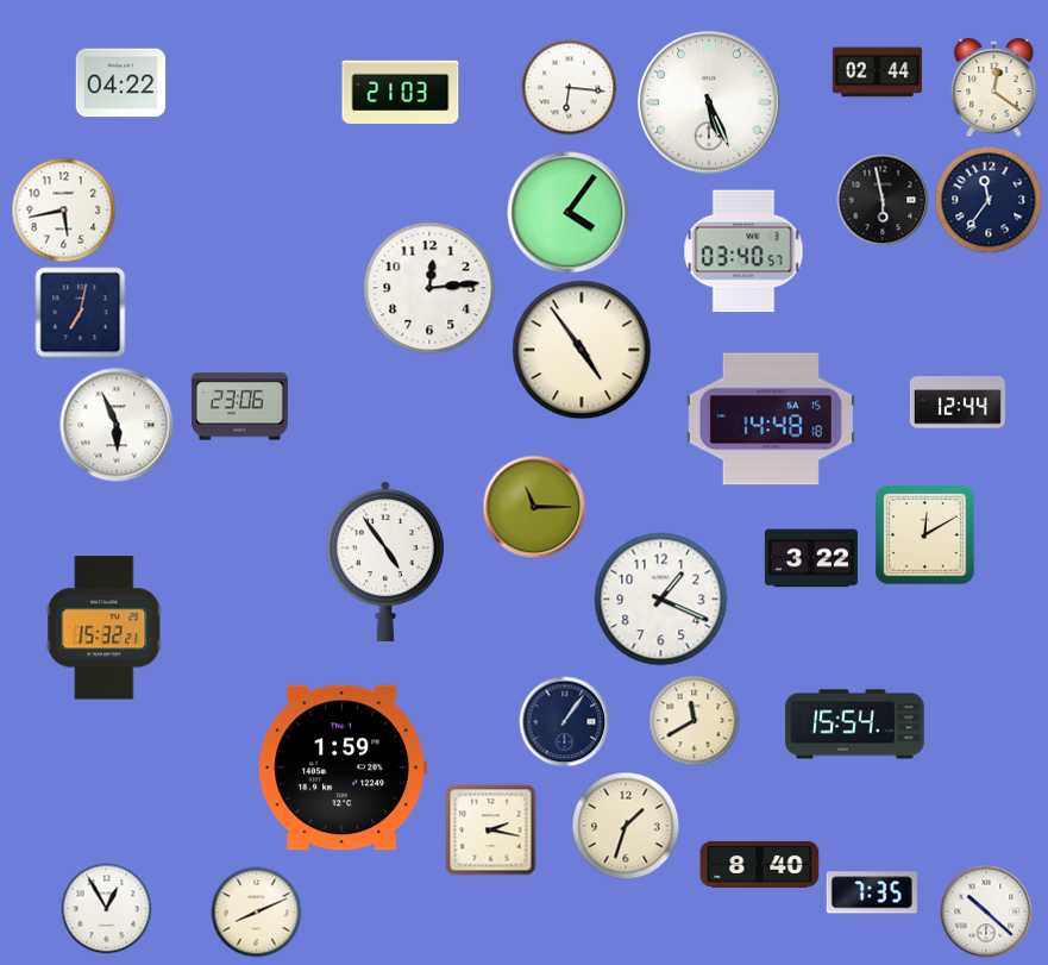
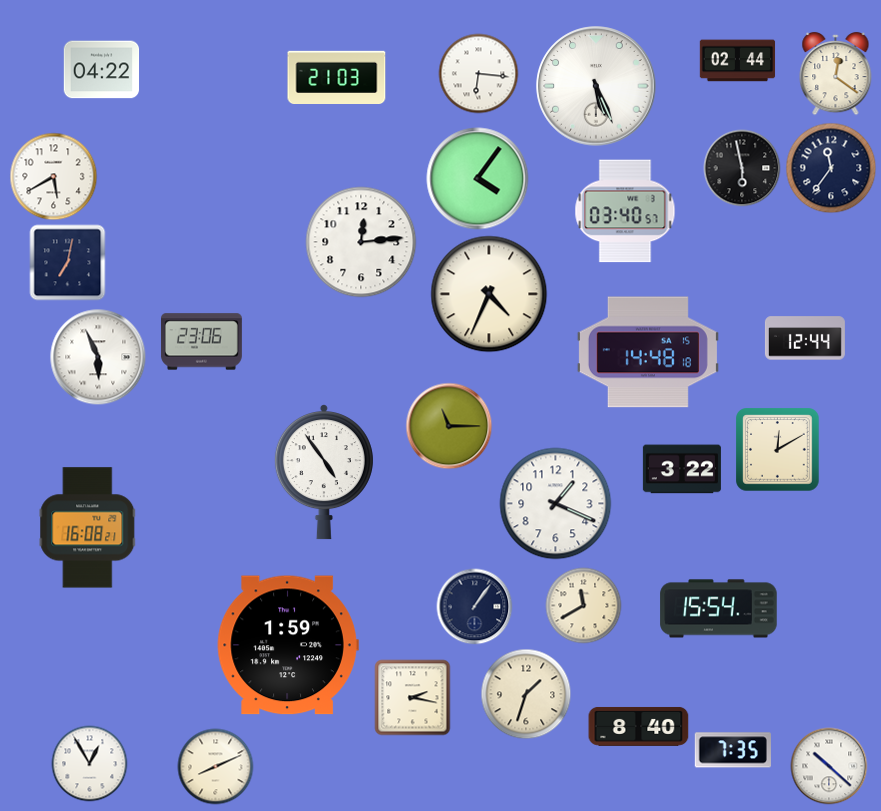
clock at (64, 211): 5:43 -> 5:40
clock at (582, 350): 4:54 -> 4:34
clock at (105, 628): 15:32 -> 16:08
